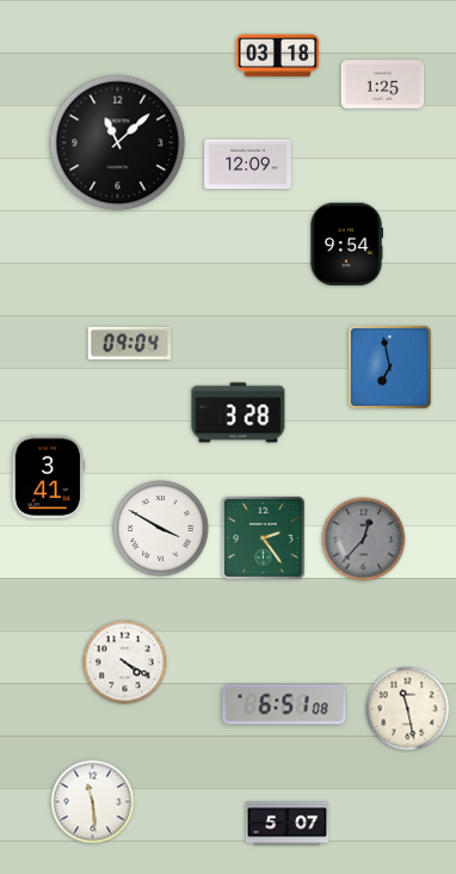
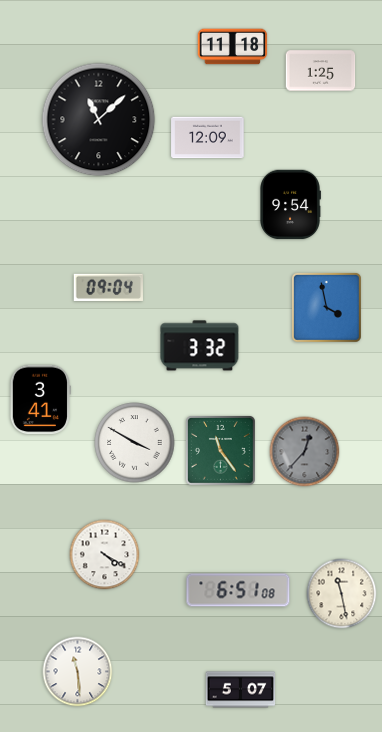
clock at (278, 56): 03:18 -> 11:18
clock at (389, 367): 6:58 -> 3:58
clock at (239, 413): 3:28 -> 3:32
clock at (263, 537): 2:24 -> 11:24
